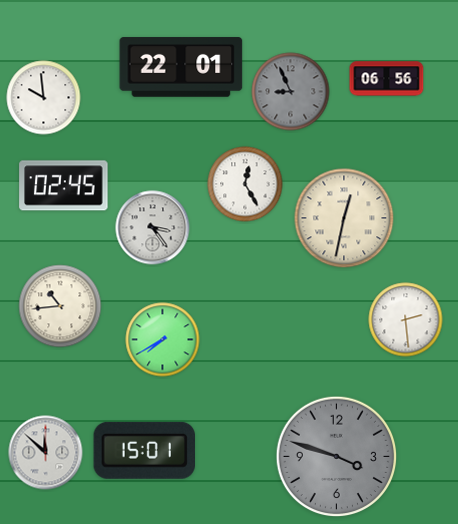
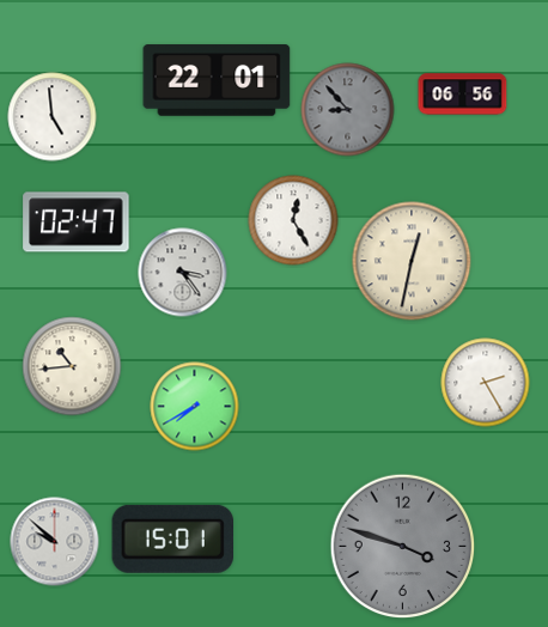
clock at (291, 92): 8:56 -> 8:53
clock at (44, 98): 9:59 -> 4:59
clock at (64, 186): 02:45 -> 02:47
clock at (406, 320): 2:29 -> 2:25
clock at (46, 453): 11:52 -> 9:52
